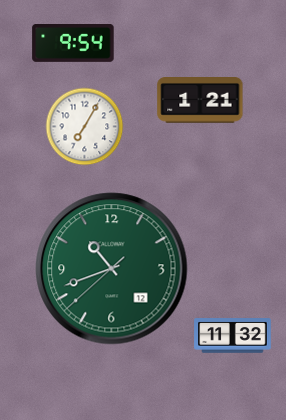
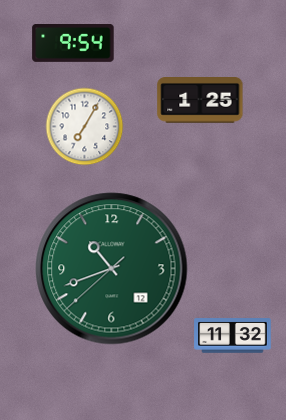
clock at (200, 101): 1:21 -> 1:25
